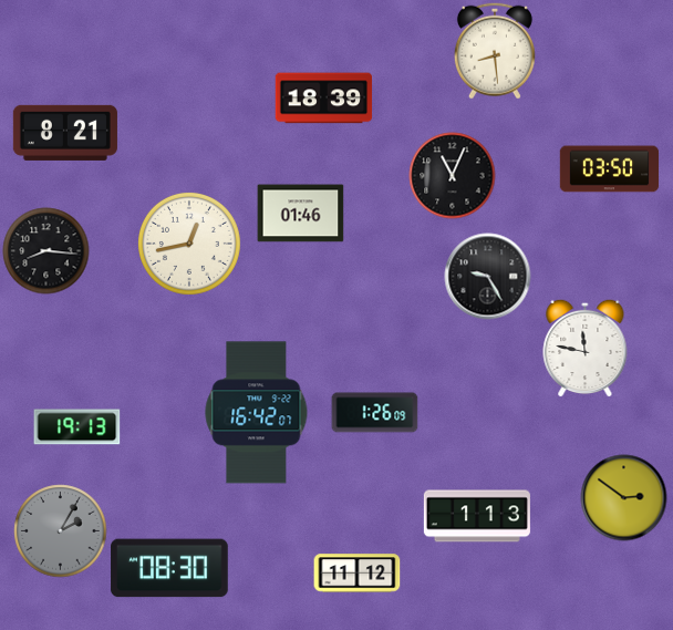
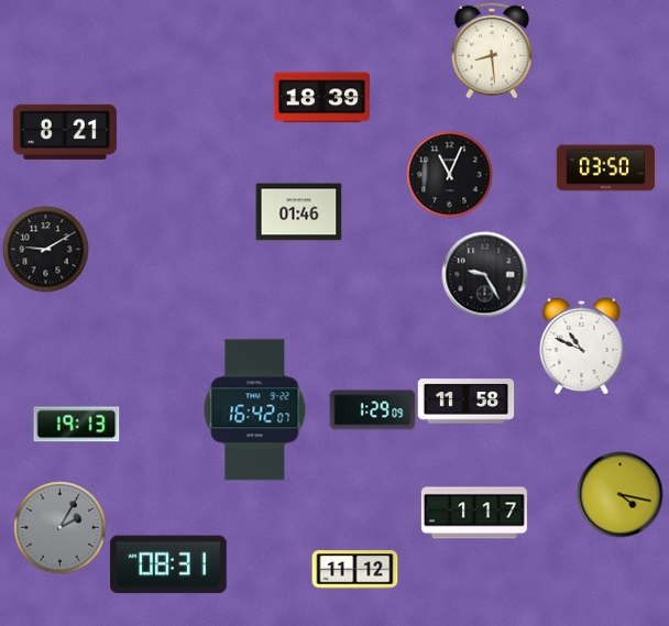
clock at (189, 244): 12:43 -> none
clock at (45, 250): 8:16 -> 9:10
clock at (586, 348): 11:47 -> 10:49
clock at (465, 402): none -> 11:58
clock at (374, 413): 1:26 -> 1:29
clock at (623, 497): 2:51 -> 4:17
clock at (477, 516): 1:13 -> 1:17
clock at (169, 568): 08:30 -> 08:31
